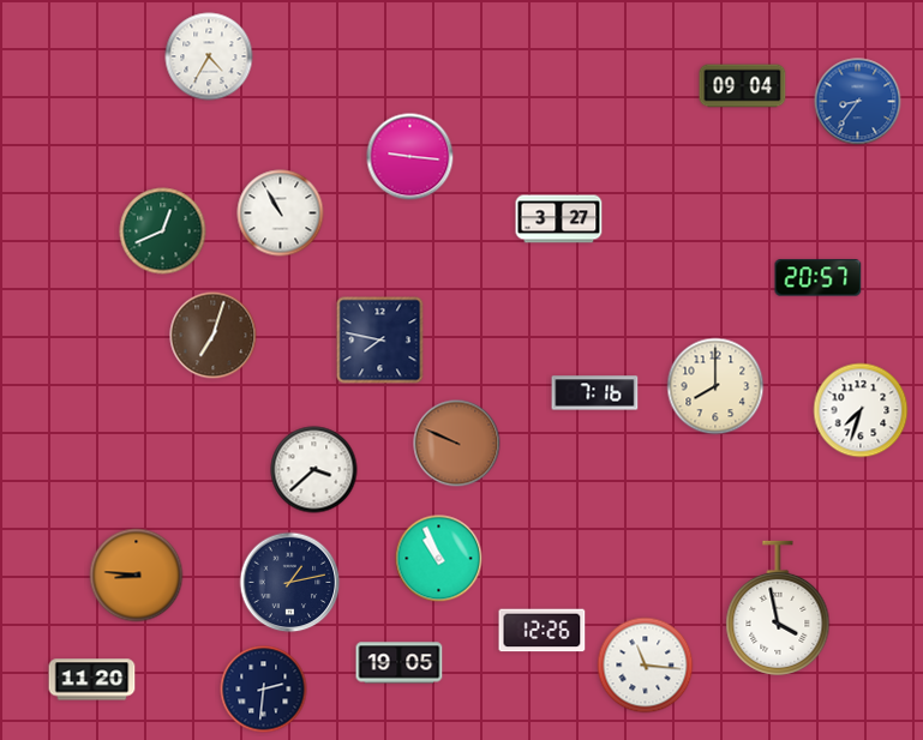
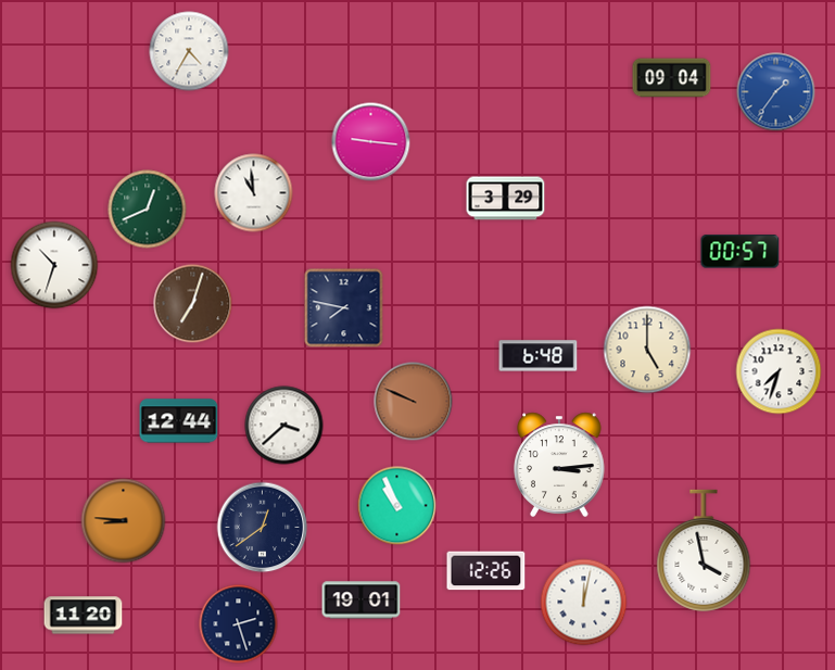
clock at (858, 102): 8:36 -> 1:36
clock at (281, 213): 10:55 -> 10:59
clock at (559, 219): 3:27 -> 3:29
clock at (819, 278): 20:57 -> 00:57
clock at (54, 265): none -> 10:33
clock at (715, 386): 8:00 -> 5:00
clock at (595, 393): 7:16 -> 6:48
clock at (179, 421): none -> 12:44
clock at (560, 465): none -> 3:14
clock at (290, 583): 1:13 -> 12:39
clock at (543, 631) position: (543, 631) -> (486, 571)
clock at (400, 663): 19:05 -> 19:01
clock at (646, 666): 11:16 -> 12:02
clock at (264, 690): 2:31 -> 2:27
